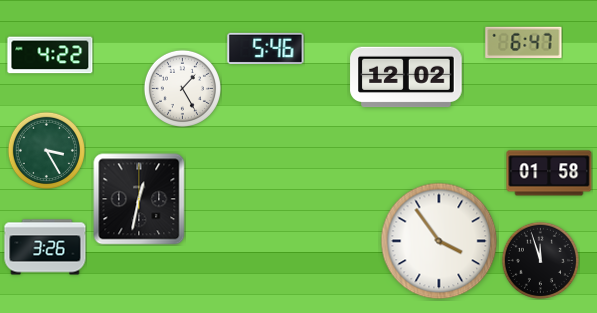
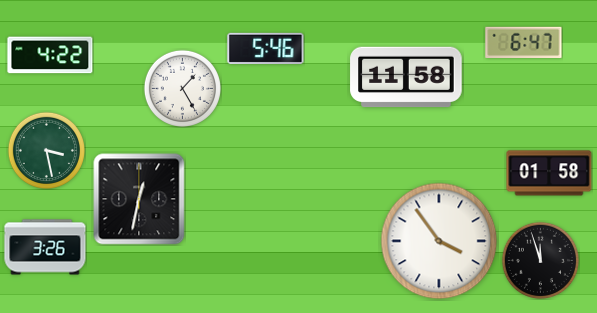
clock at (406, 77): 12:02 -> 11:58
clock at (46, 150): 3:25 -> 3:28
